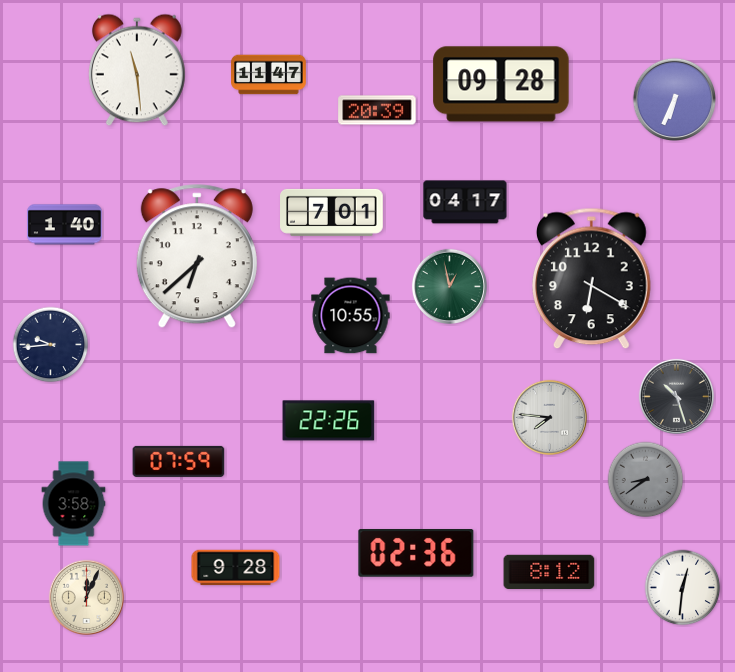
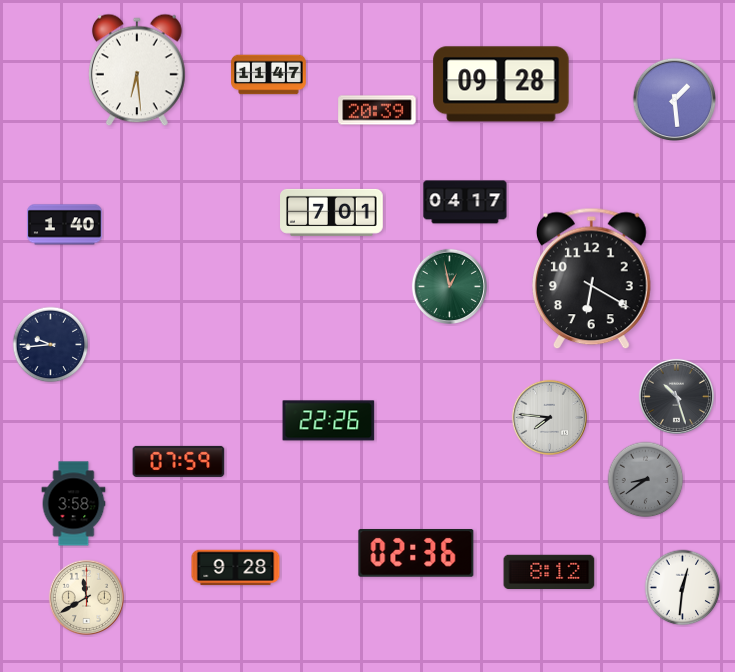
clock at (138, 70): 11:29 -> 6:29
clock at (674, 99): 6:34 -> 1:29
clock at (197, 257): 6:38 -> none
clock at (351, 316): 10:55 -> none
clock at (86, 597): 12:04 -> 11:40
